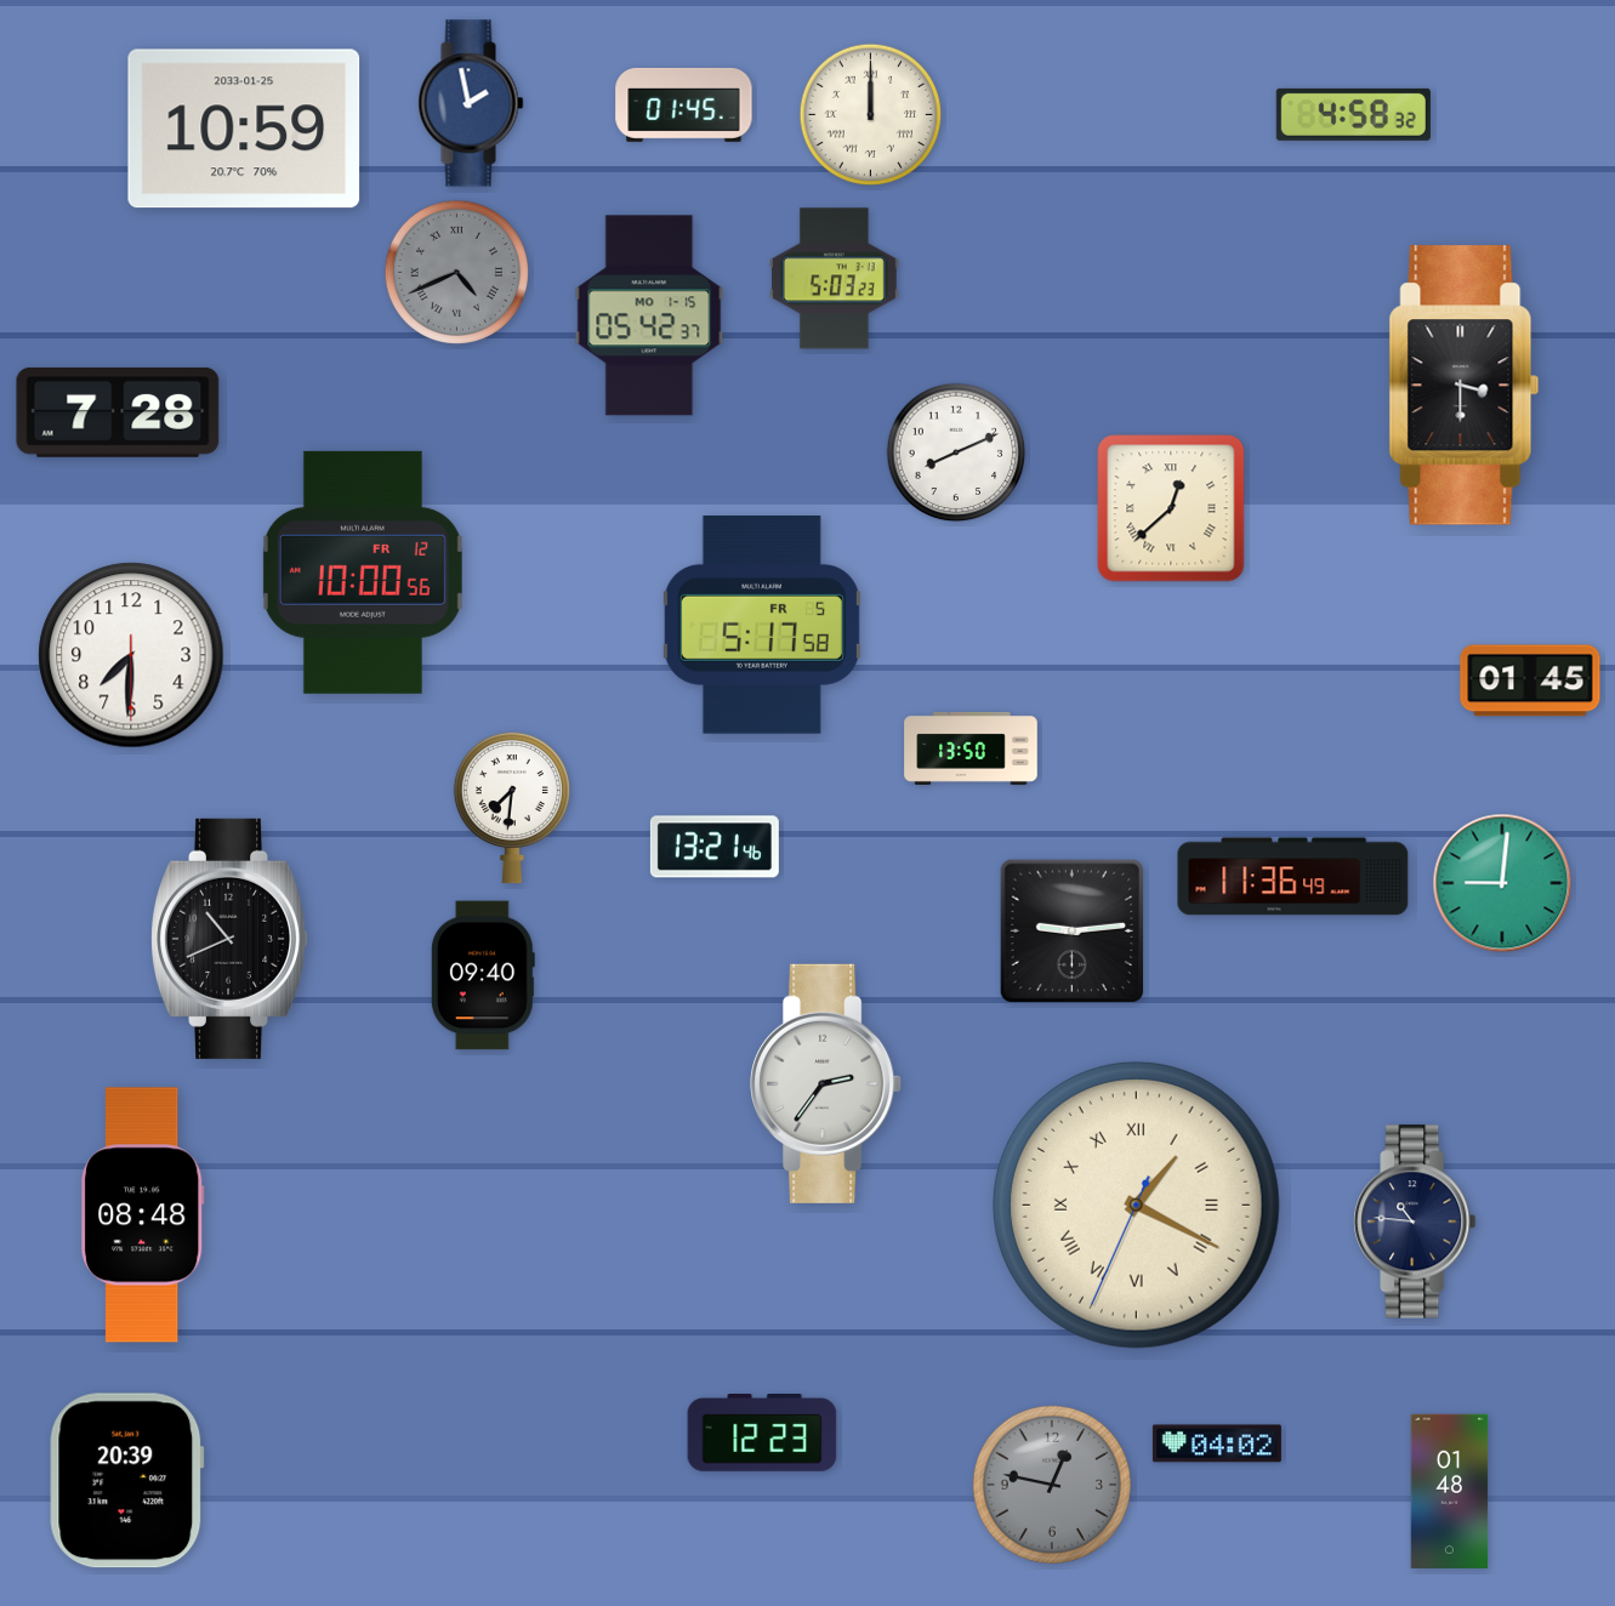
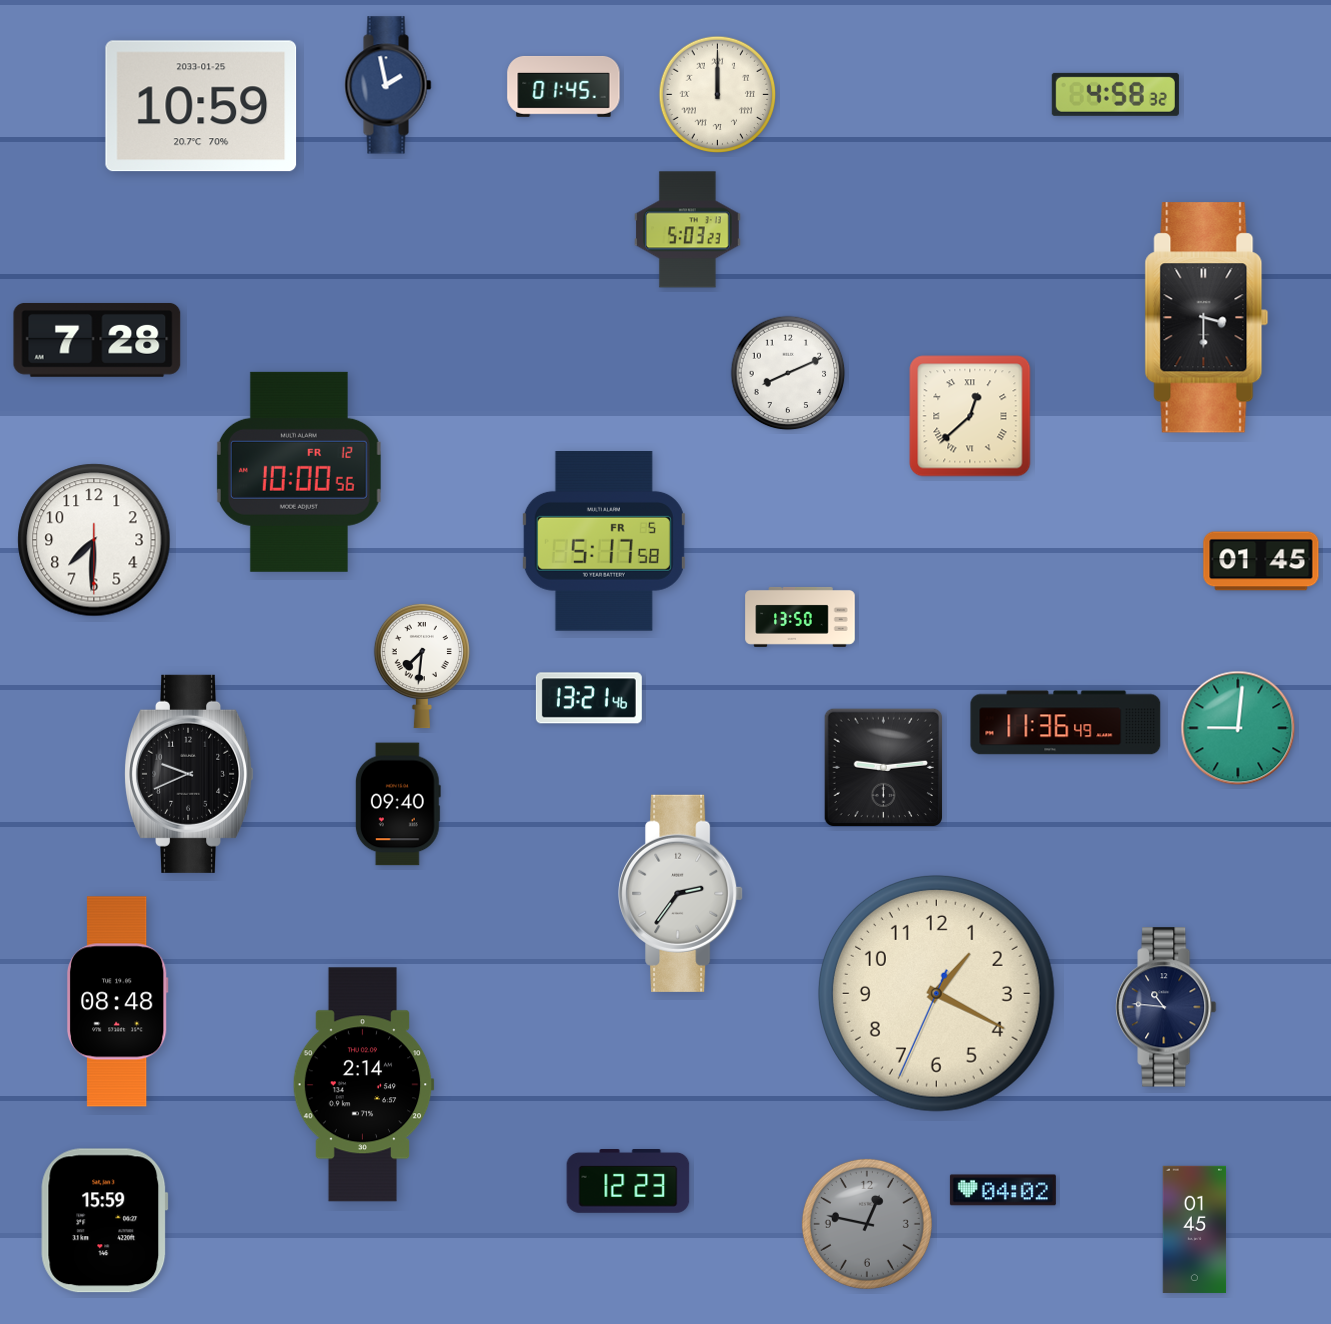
clock at (456, 272): 4:41 -> none
clock at (649, 315): 05:42 -> none
clock at (1171, 508) position: (1171, 508) -> (970, 416)
clock at (762, 626) position: (762, 626) -> (604, 542)
clock at (131, 655) position: (131, 655) -> (94, 540)
clock at (231, 939): 10:41 -> 9:41
clock at (1136, 1204) numerals: Roman -> Arabic
clock at (363, 1085): none -> 2:14
clock at (127, 1481): 20:39 -> 15:59
clock at (1450, 1491): 01:48 -> 01:45
